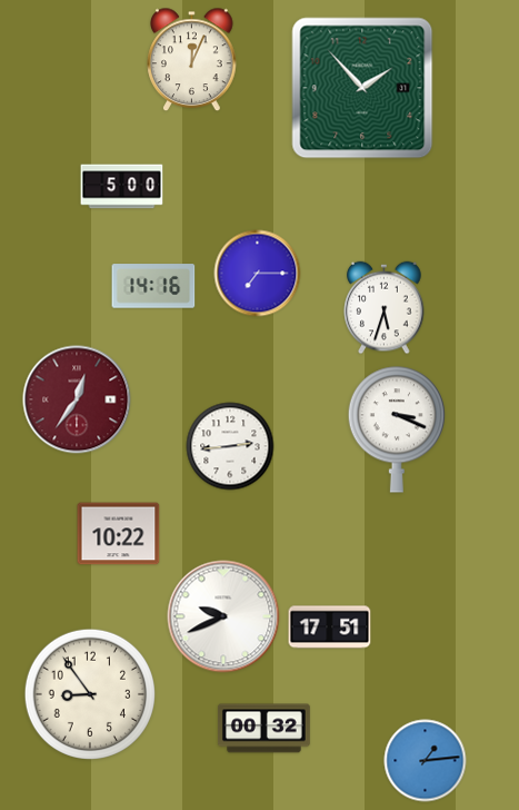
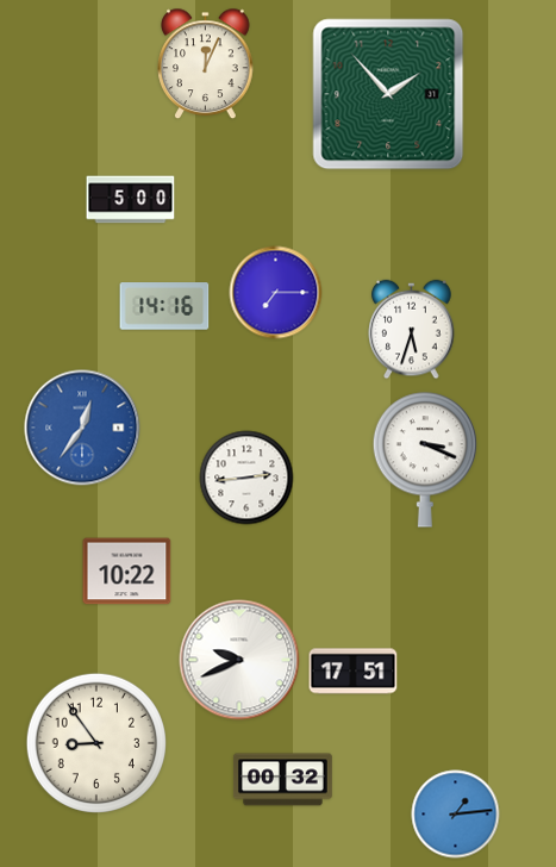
clock at (77, 399) dial: burgundy -> blue
